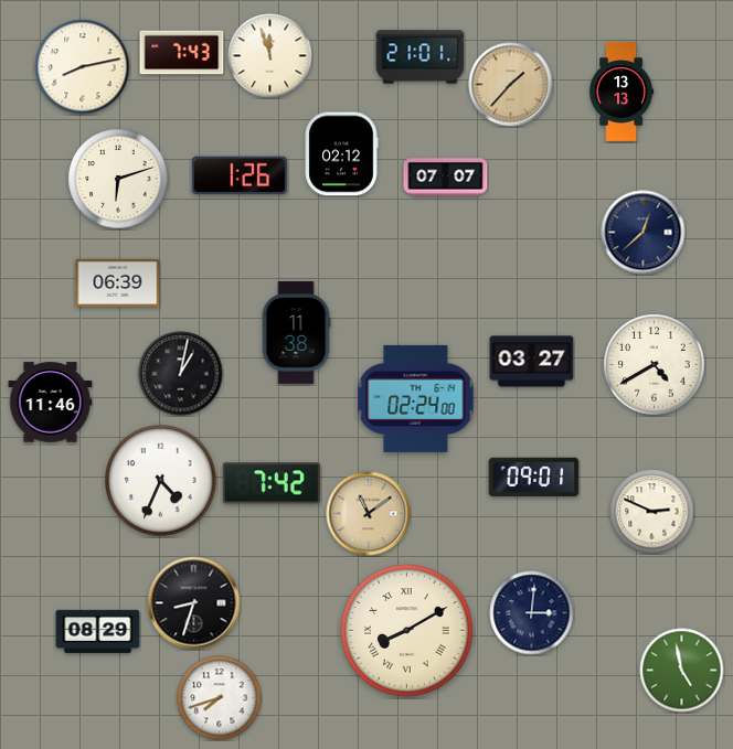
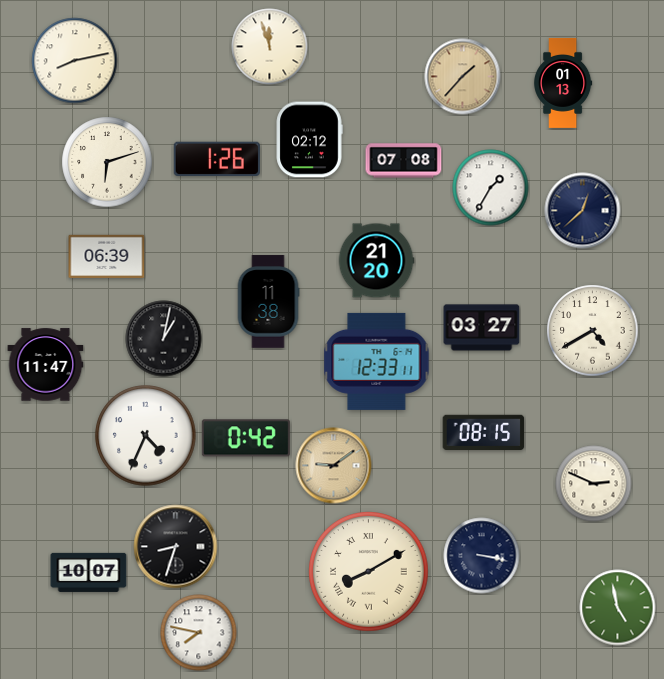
clock at (182, 53): 7:43 -> none
clock at (270, 56) position: (270, 56) -> (270, 47)
clock at (421, 57): 21:01 -> none
clock at (622, 92): 13:13 -> 01:13
clock at (446, 178): 07:07 -> 07:08
clock at (491, 188): none -> 1:35
clock at (376, 261): none -> 21:20
clock at (416, 398): 02:24 -> 12:33
clock at (51, 403): 11:46 -> 11:47
clock at (534, 478): 09:01 -> 08:15
clock at (272, 483): 7:42 -> 0:42
clock at (652, 512) position: (652, 512) -> (594, 484)
clock at (369, 514): 11:09 -> 9:09
clock at (532, 613): 3:01 -> 3:17
clock at (98, 631): 08:29 -> 10:07
clock at (220, 698): 7:42 -> 7:47
